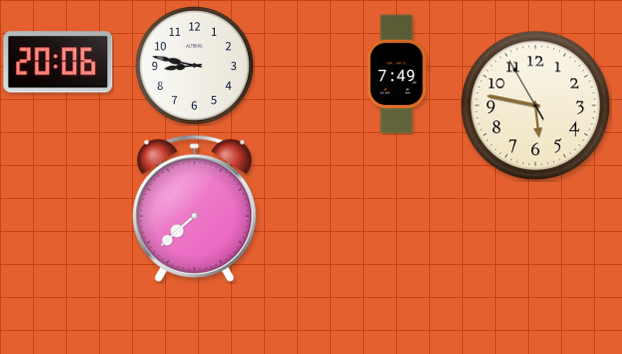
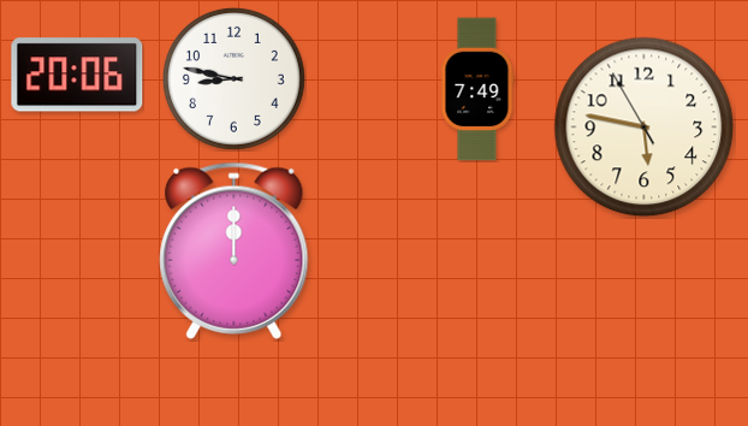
clock at (58, 62) position: (58, 62) -> (77, 75)
clock at (195, 208): 7:38 -> 12:00
